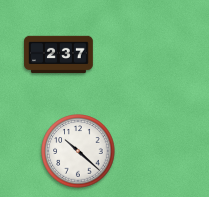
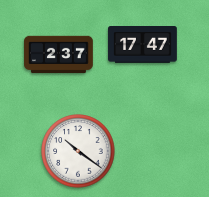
clock at (143, 45): none -> 17:47
clock at (78, 151): 10:22 -> 10:21
